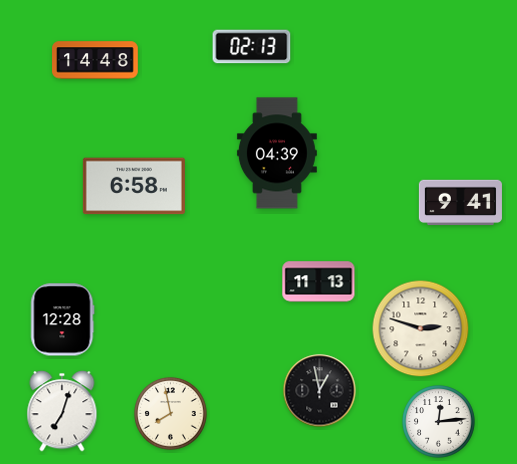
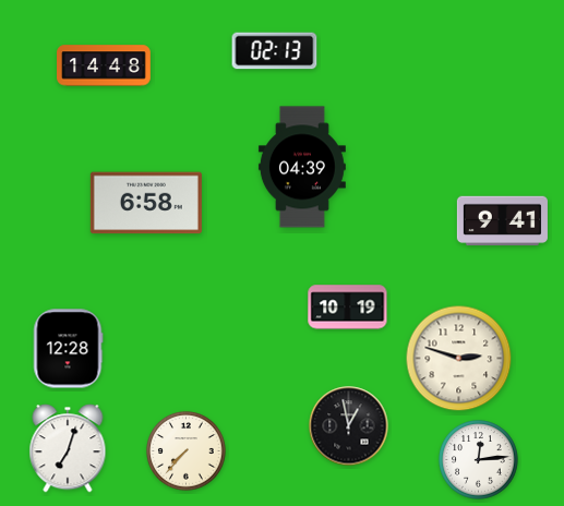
clock at (319, 282): 11:13 -> 10:19
clock at (171, 414): 7:58 -> 7:37
